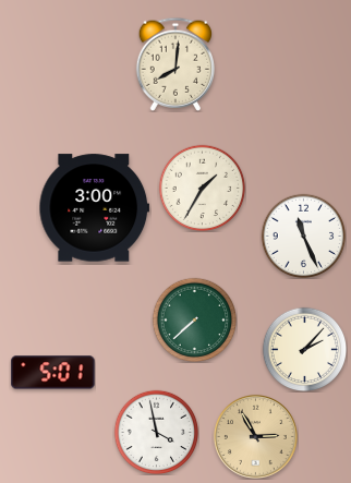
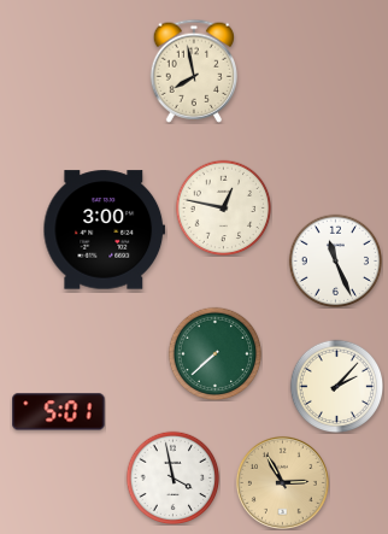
clock at (175, 64): 8:01 -> 7:58
clock at (202, 188): 1:35 -> 12:47
